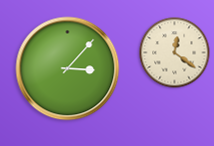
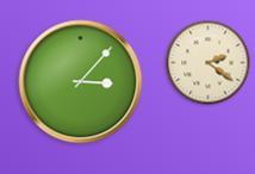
clock at (175, 53): 12:21 -> 2:21
